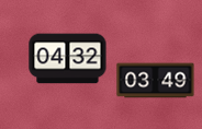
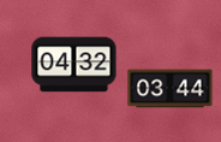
clock at (156, 81): 03:49 -> 03:44
